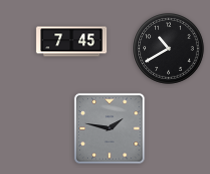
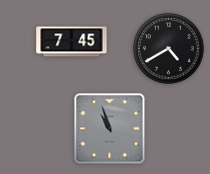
clock at (169, 49): 10:40 -> 4:40
clock at (110, 129): 1:47 -> 10:57
